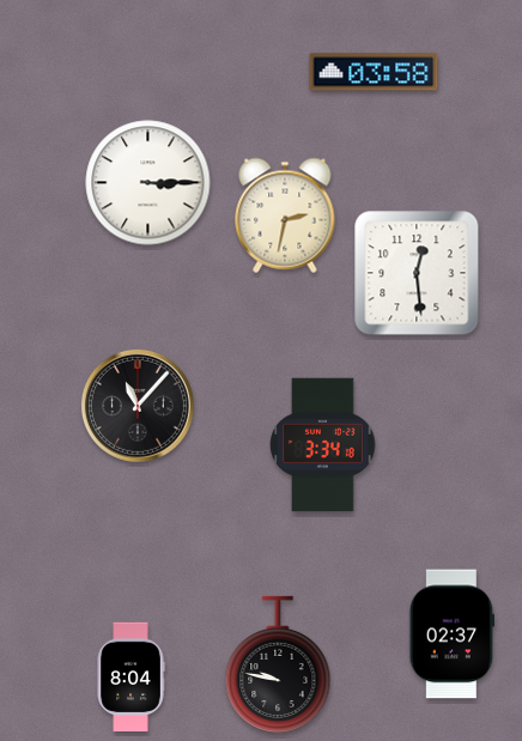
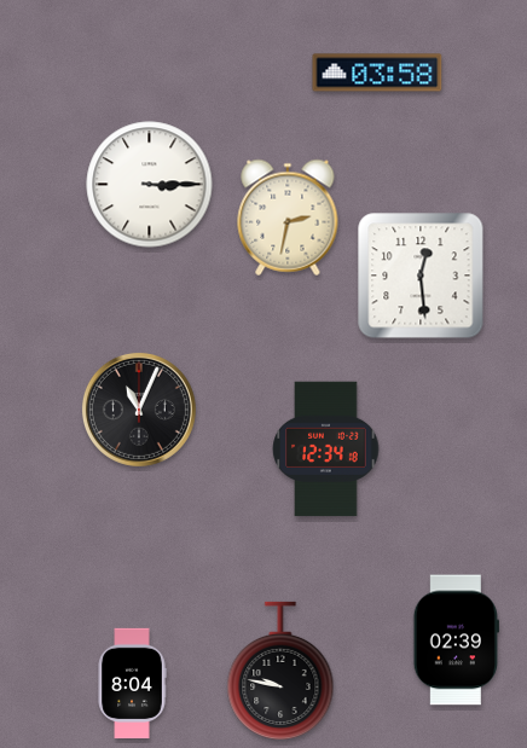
clock at (138, 406): 11:07 -> 11:04
clock at (323, 445): 3:34 -> 12:34
clock at (451, 634): 02:37 -> 02:39
